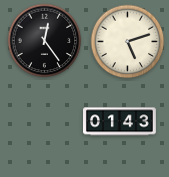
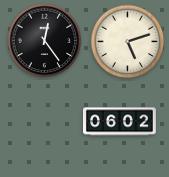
clock at (120, 122): 01:43 -> 06:02
